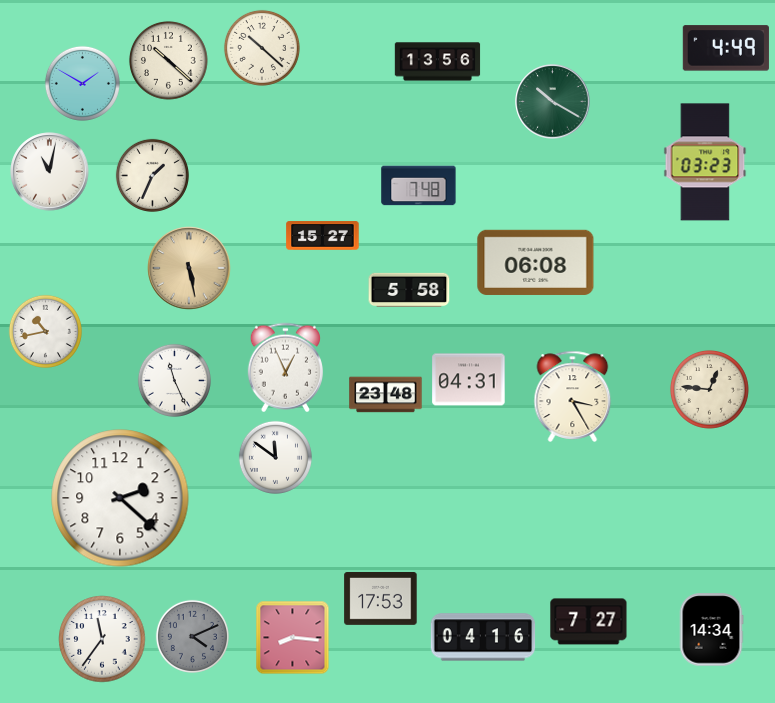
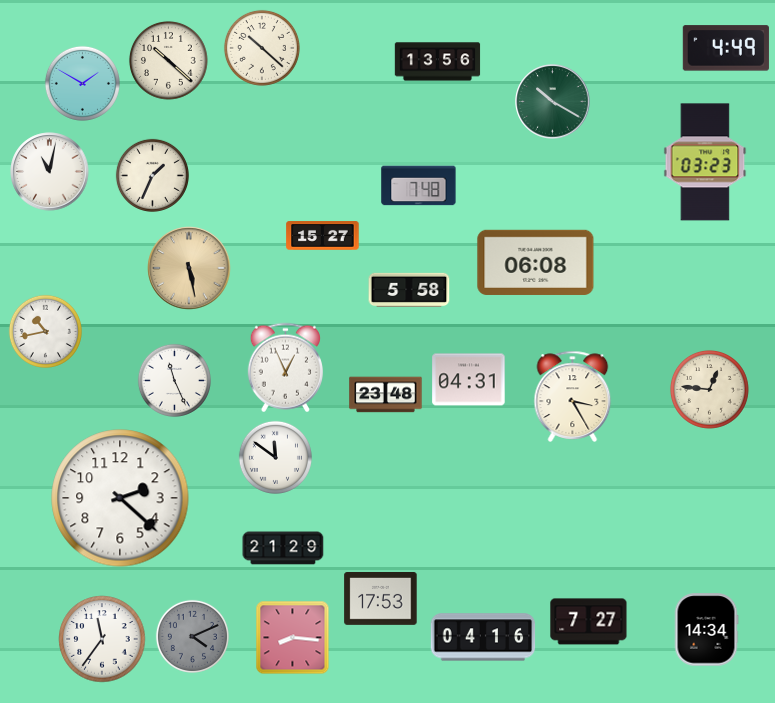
clock at (283, 548): none -> 21:29
clock at (711, 630) position: (711, 630) -> (706, 630)
